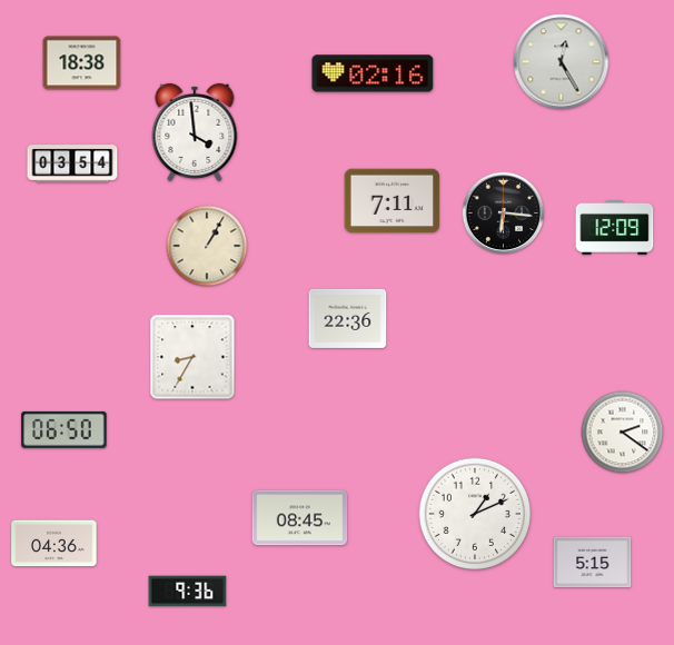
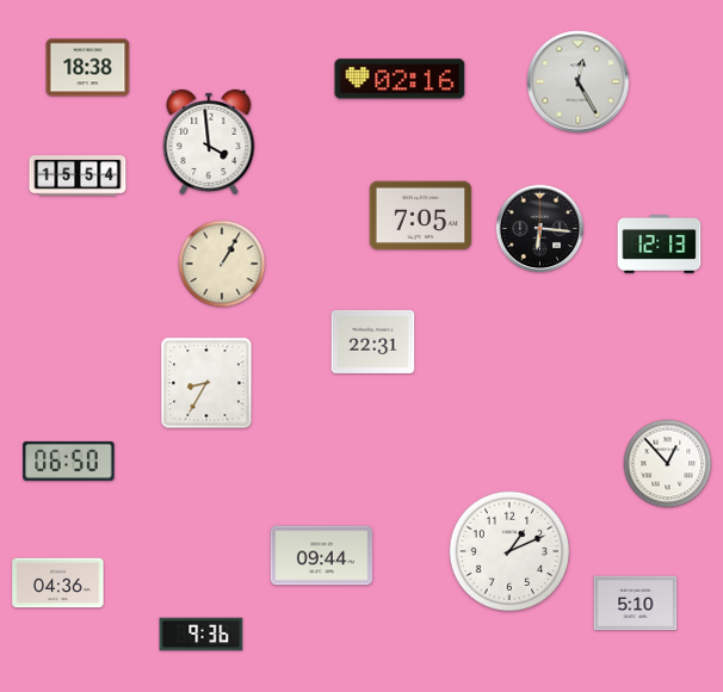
clock at (562, 62) position: (562, 62) -> (579, 82)
clock at (72, 163): 03:54 -> 15:54
clock at (393, 201): 7:11 -> 7:05
clock at (615, 228): 12:09 -> 12:13
clock at (348, 318): 22:36 -> 22:31
clock at (623, 433): 2:21 -> 12:53
clock at (300, 518): 08:45 -> 09:44
clock at (593, 563): 5:15 -> 5:10
